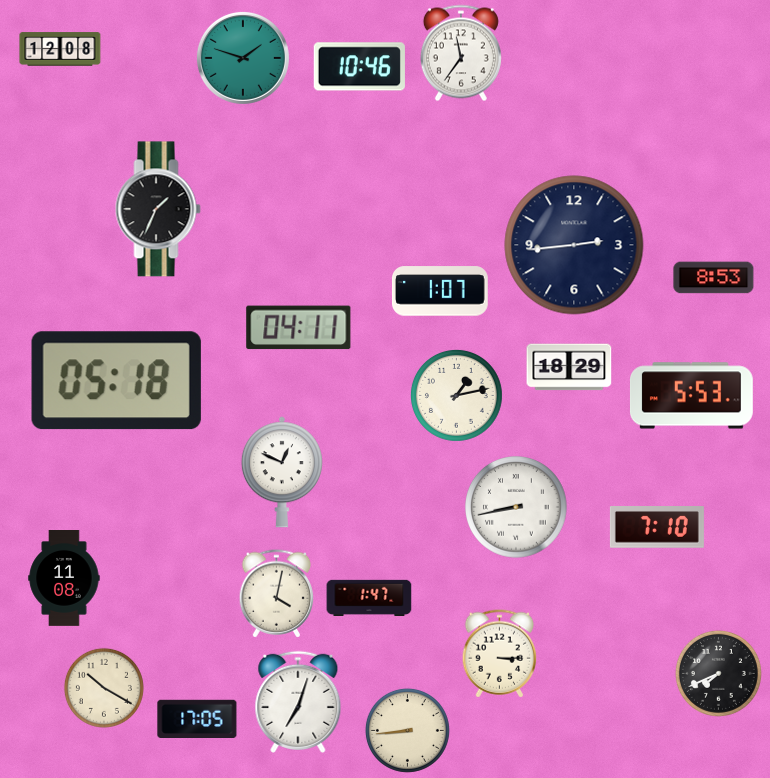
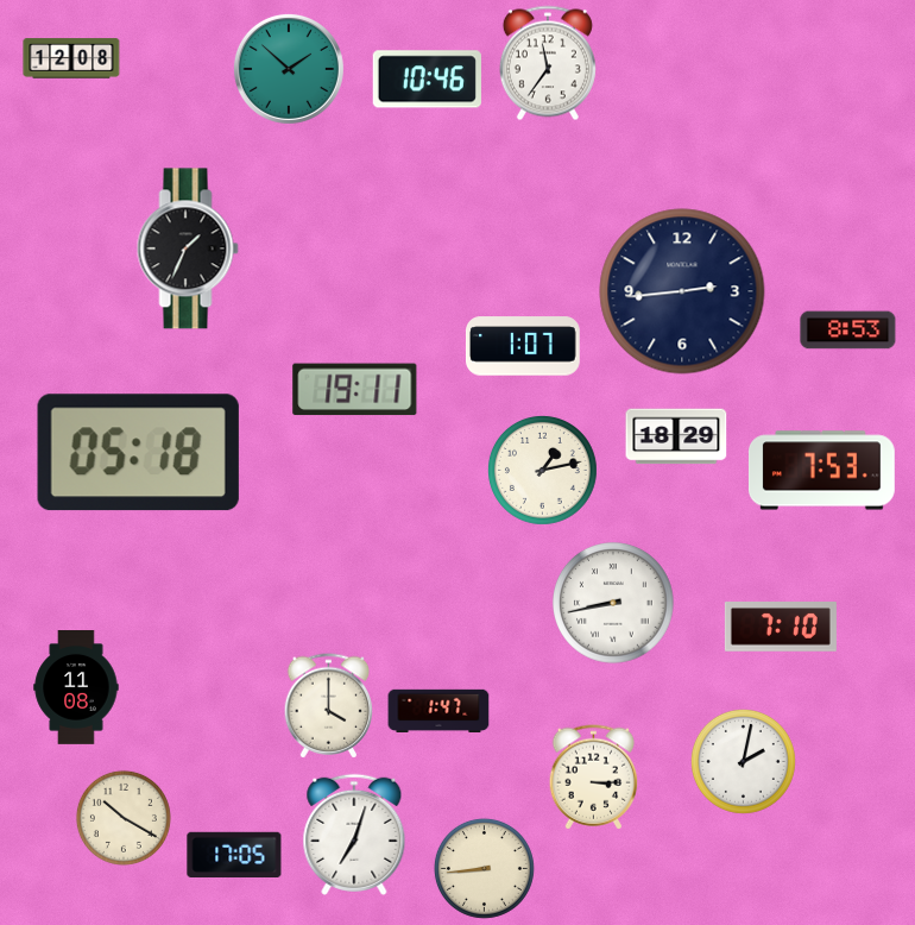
clock at (243, 58): 1:48 -> 1:52
clock at (299, 328): 04:11 -> 19:11
clock at (691, 396): 5:53 -> 7:53
clock at (282, 472): 12:49 -> none
clock at (277, 594): 4:02 -> 4:00
clock at (743, 761): none -> 2:02
clock at (718, 673): 7:41 -> none
